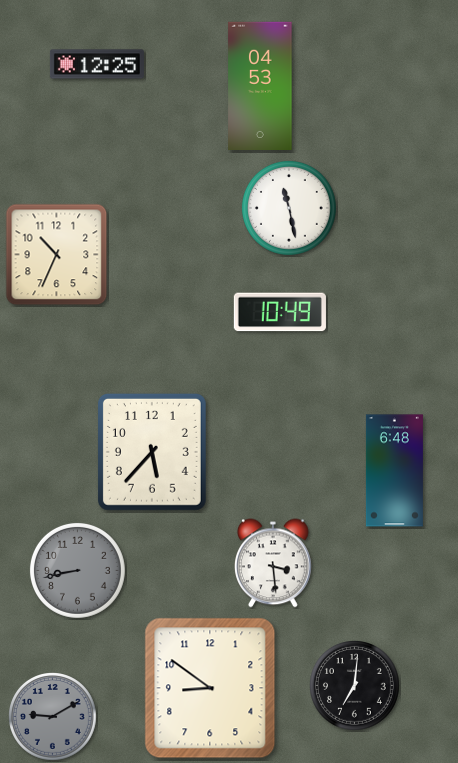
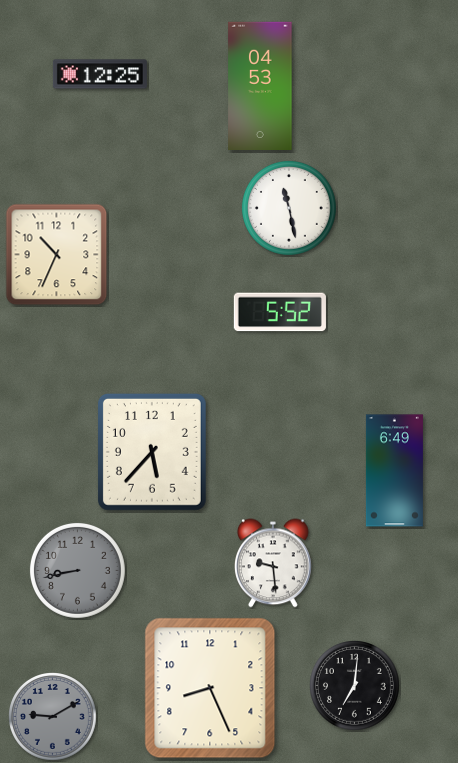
clock at (97, 64) position: (97, 64) -> (100, 74)
clock at (280, 312): 10:49 -> 5:52
clock at (394, 471): 6:48 -> 6:49
clock at (274, 563): 3:29 -> 9:29
clock at (210, 688): 8:51 -> 8:26
